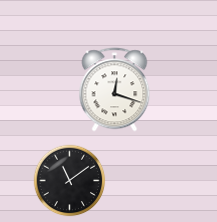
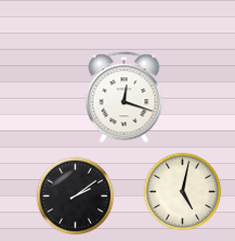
clock at (183, 192): none -> 5:02
clock at (70, 181): 11:09 -> 2:09
